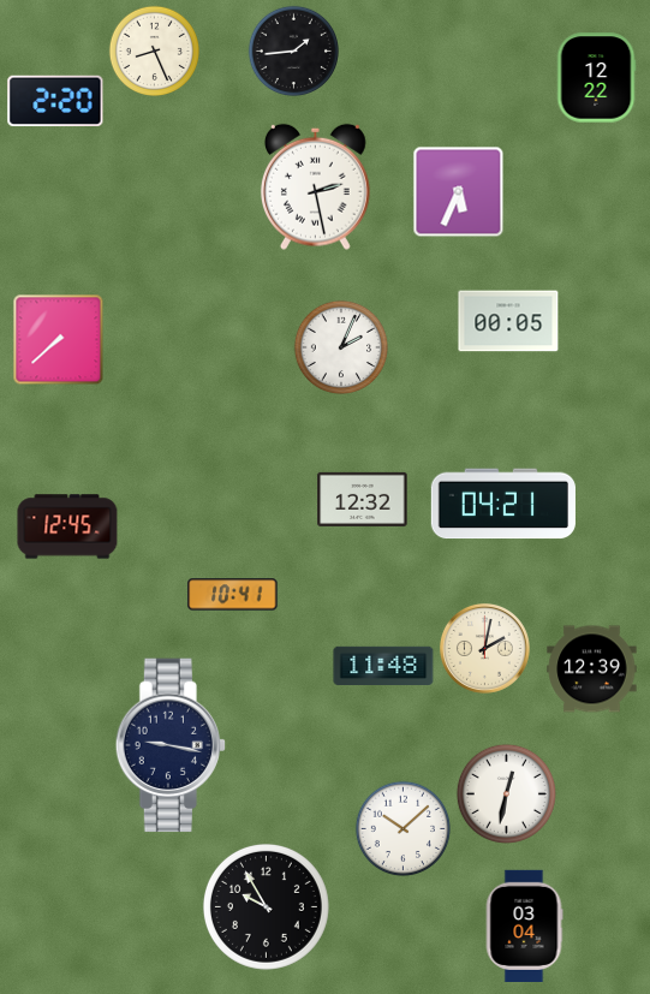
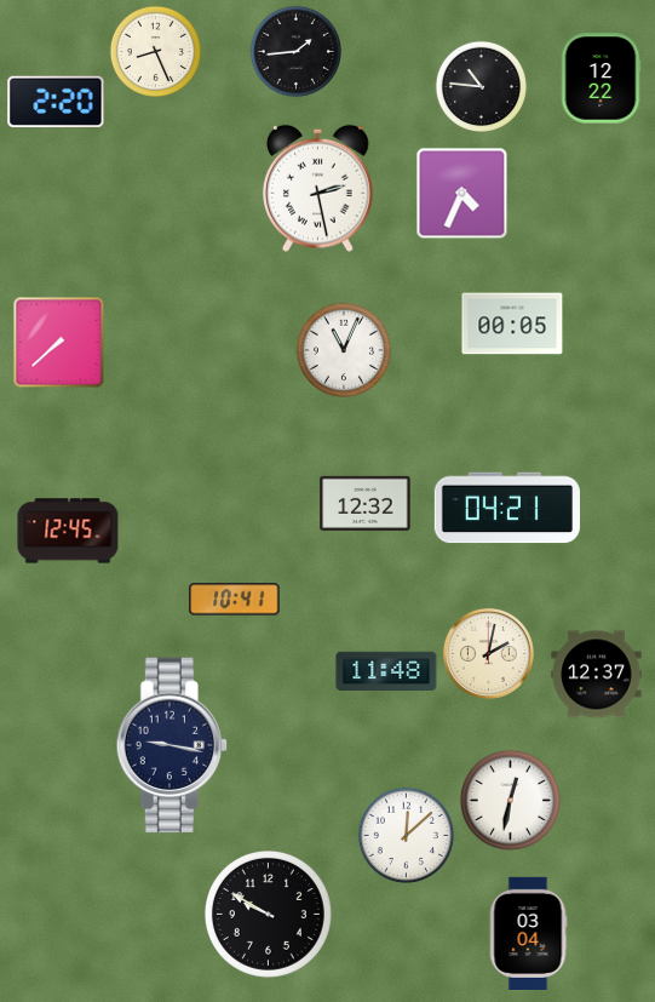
clock at (481, 86): none -> 10:46
clock at (459, 192): 5:34 -> 4:34
clock at (340, 346): 2:04 -> 11:04
clock at (592, 669): 12:39 -> 12:37
clock at (171, 745) position: (171, 745) -> (172, 745)
clock at (402, 828): 10:08 -> 12:08
clock at (266, 906): 9:55 -> 9:50
